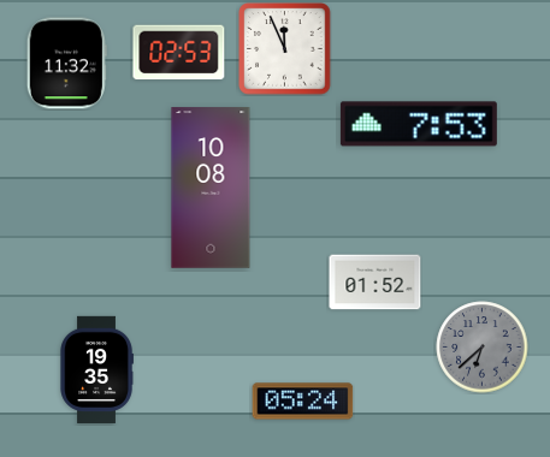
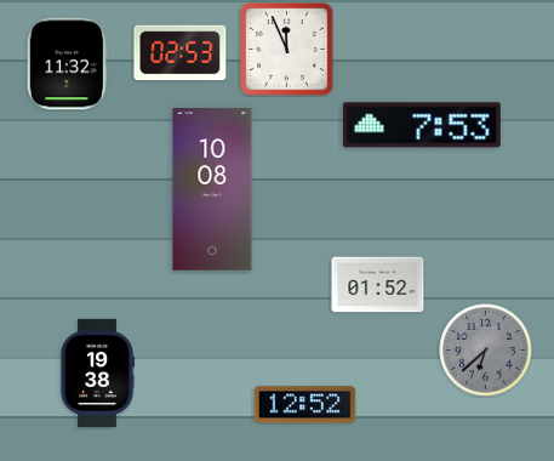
clock at (96, 369): 19:35 -> 19:38
clock at (303, 402): 05:24 -> 12:52
